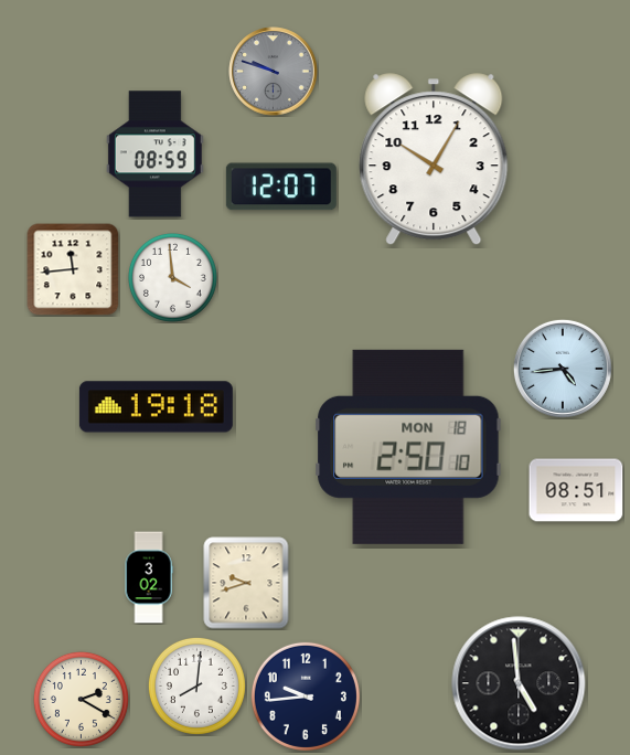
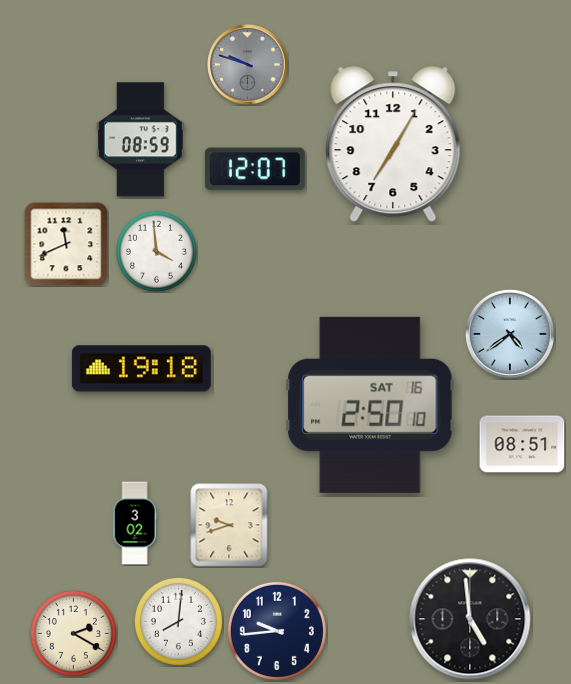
clock at (434, 160): 10:05 -> 7:05
clock at (73, 269): 11:44 -> 11:41
clock at (563, 369): 4:44 -> 4:39
clock at (408, 447) date: MON 18 -> SAT 16
clock at (246, 583) position: (246, 583) -> (229, 525)
